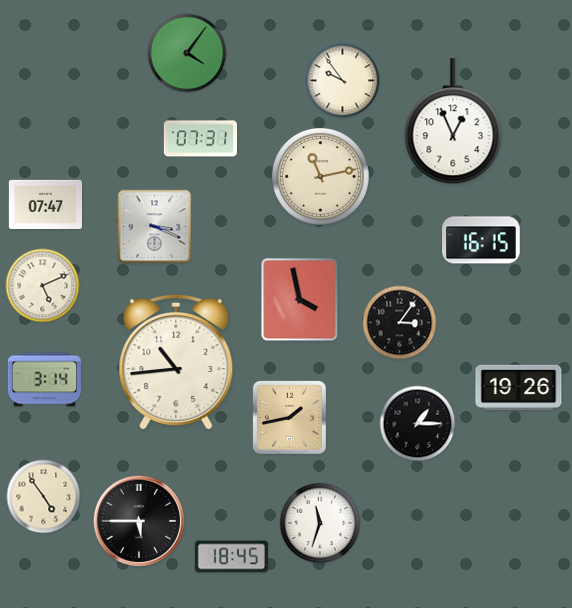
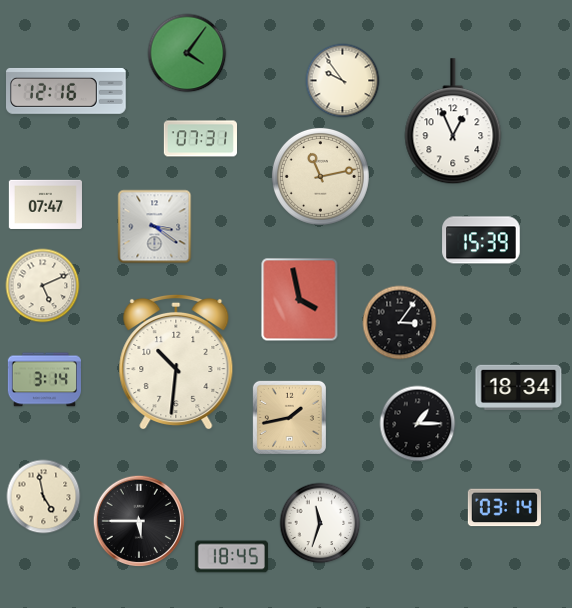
clock at (67, 91): none -> 12:16
clock at (155, 227): 3:19 -> 3:21
clock at (481, 240): 16:15 -> 15:39
clock at (176, 362): 10:44 -> 10:31
clock at (519, 387): 19:26 -> 18:34
clock at (44, 497): 4:54 -> 4:58
clock at (504, 508): none -> 03:14
